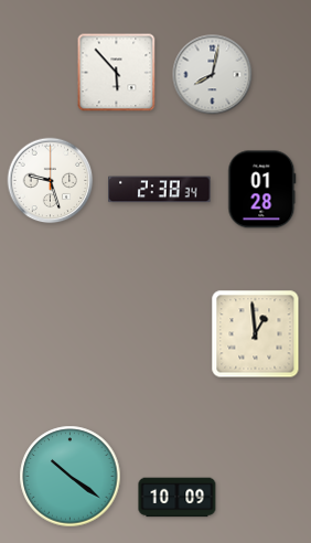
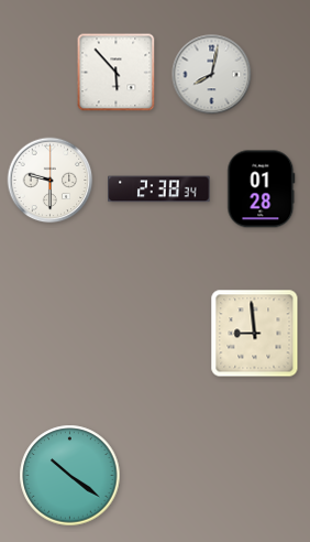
clock at (51, 181): 9:27 -> 9:30
clock at (256, 334): 12:59 -> 8:59
clock at (178, 498): 10:09 -> none
